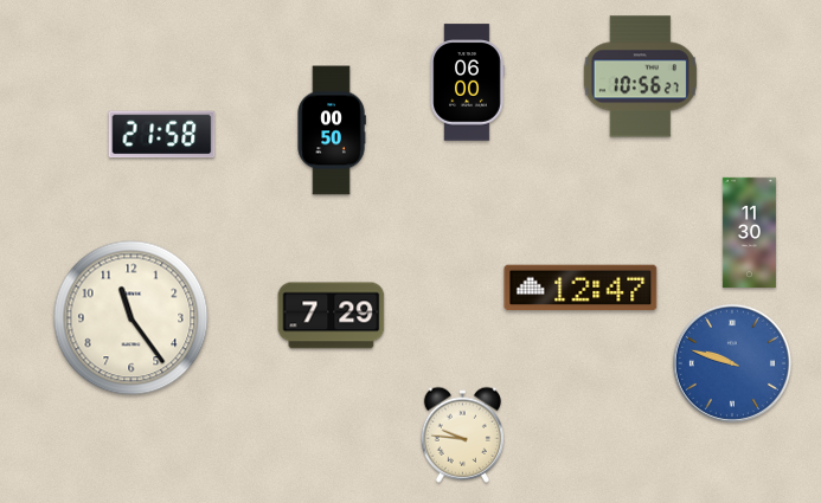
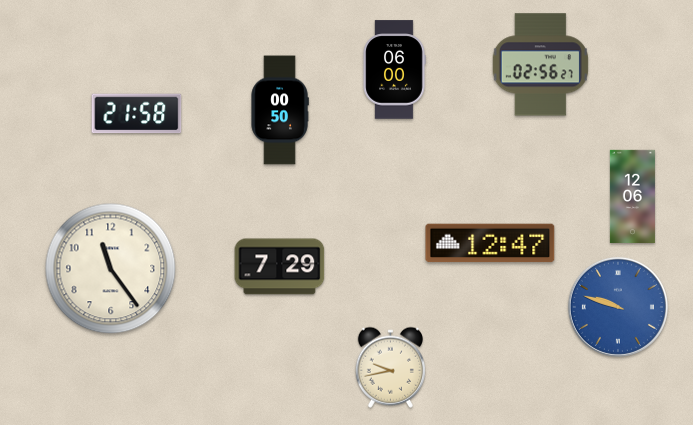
clock at (640, 77): 10:56 -> 02:56
clock at (749, 232): 11:30 -> 12:06
clock at (462, 434): 9:46 -> 9:43
